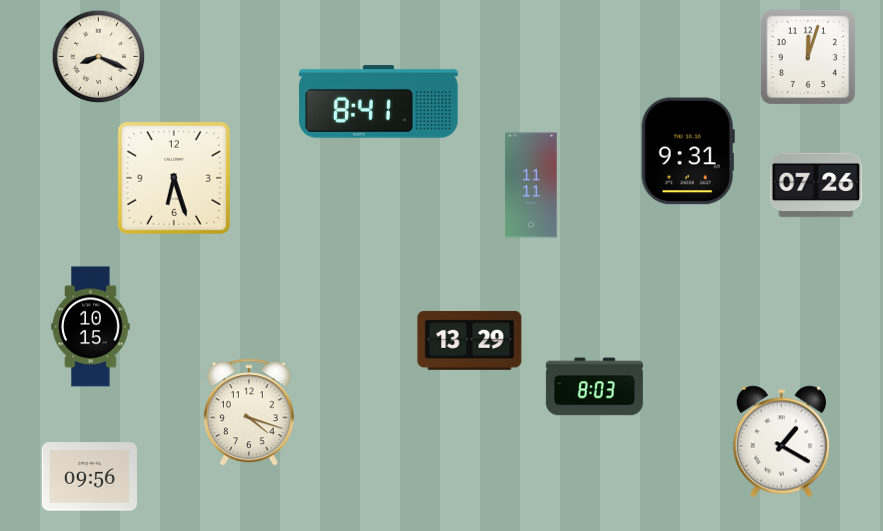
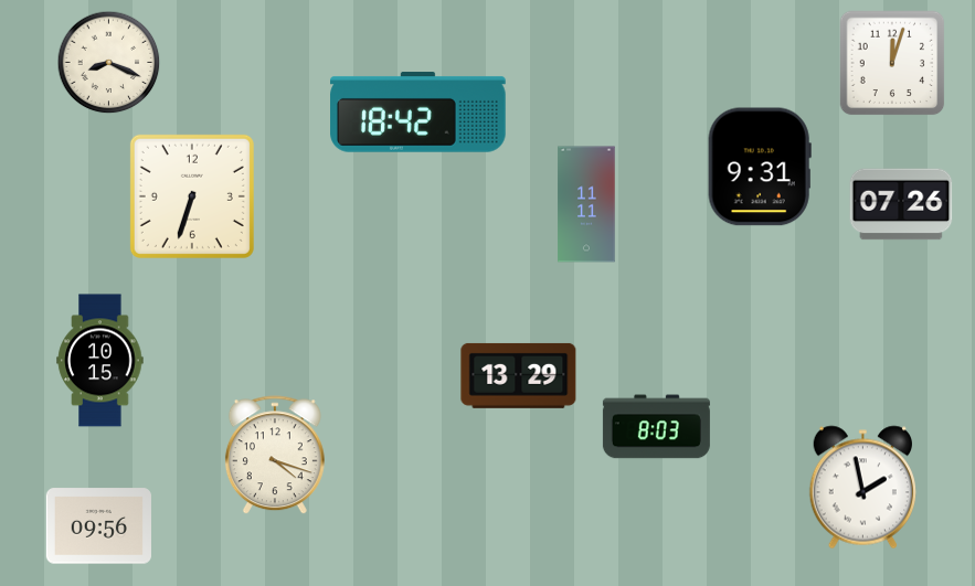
clock at (379, 102): 8:41 -> 18:42
clock at (174, 178): 6:27 -> 6:33
clock at (781, 442): 1:20 -> 1:58
